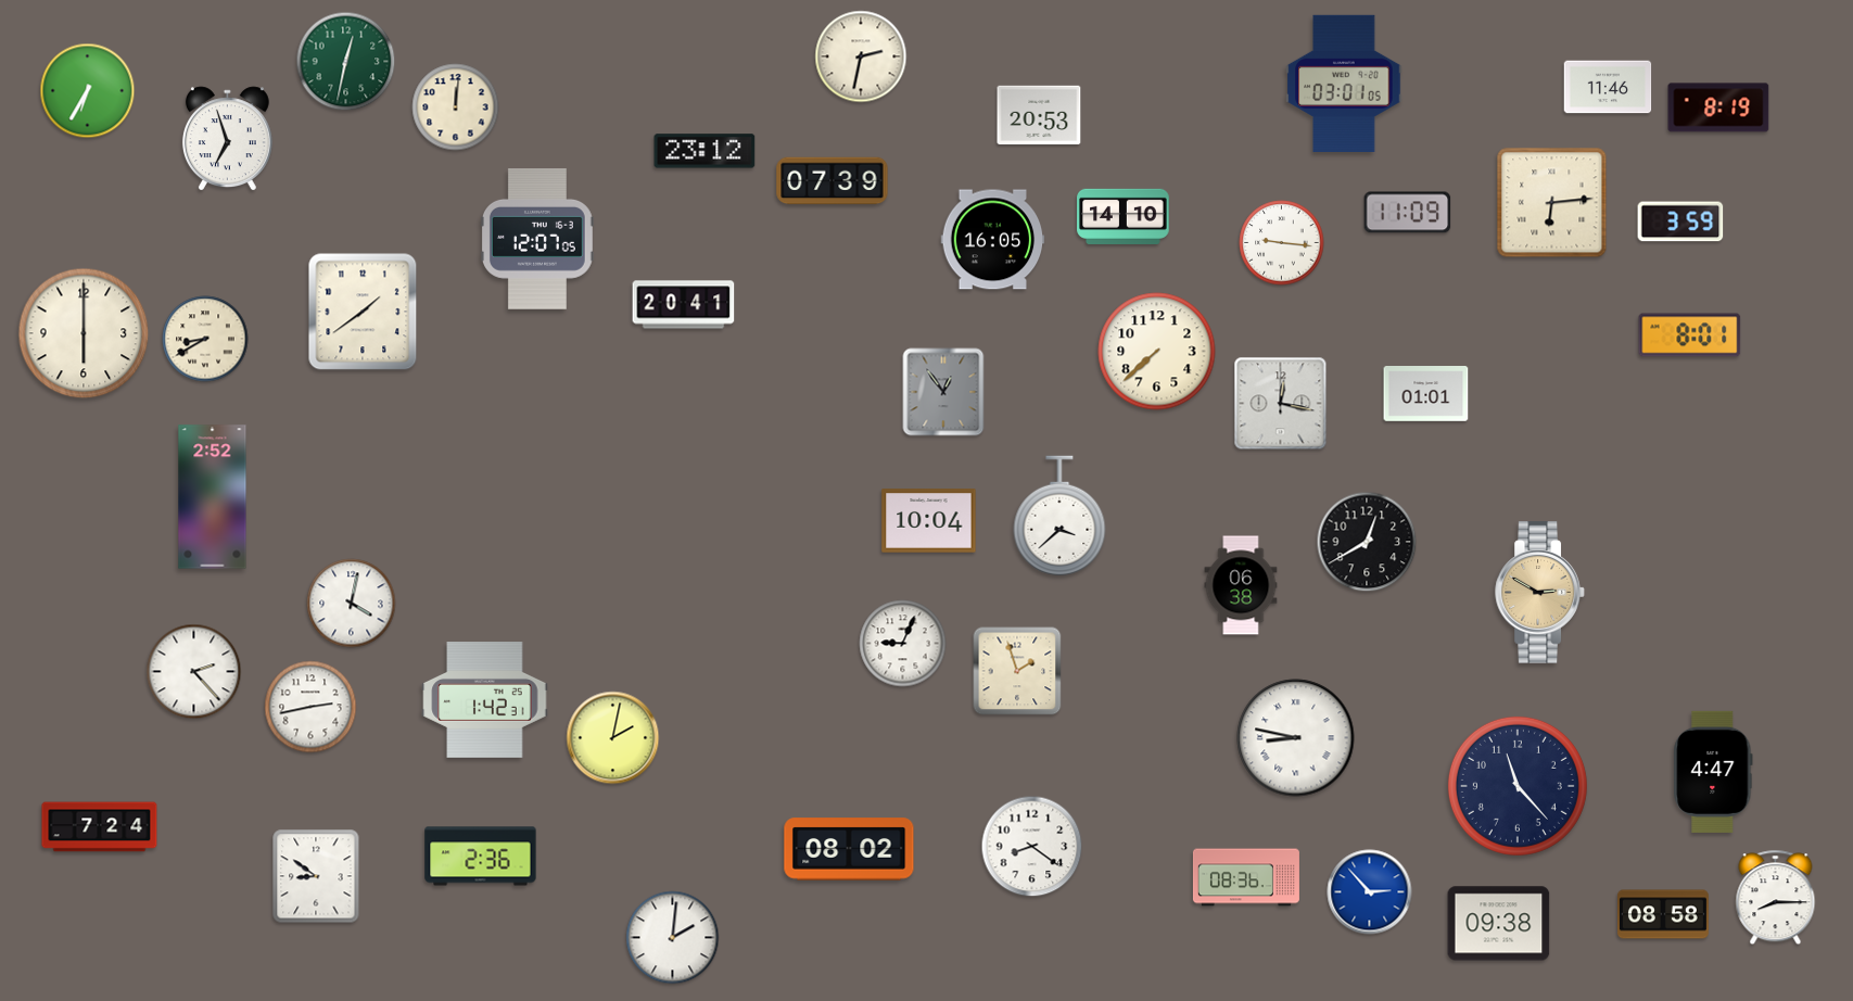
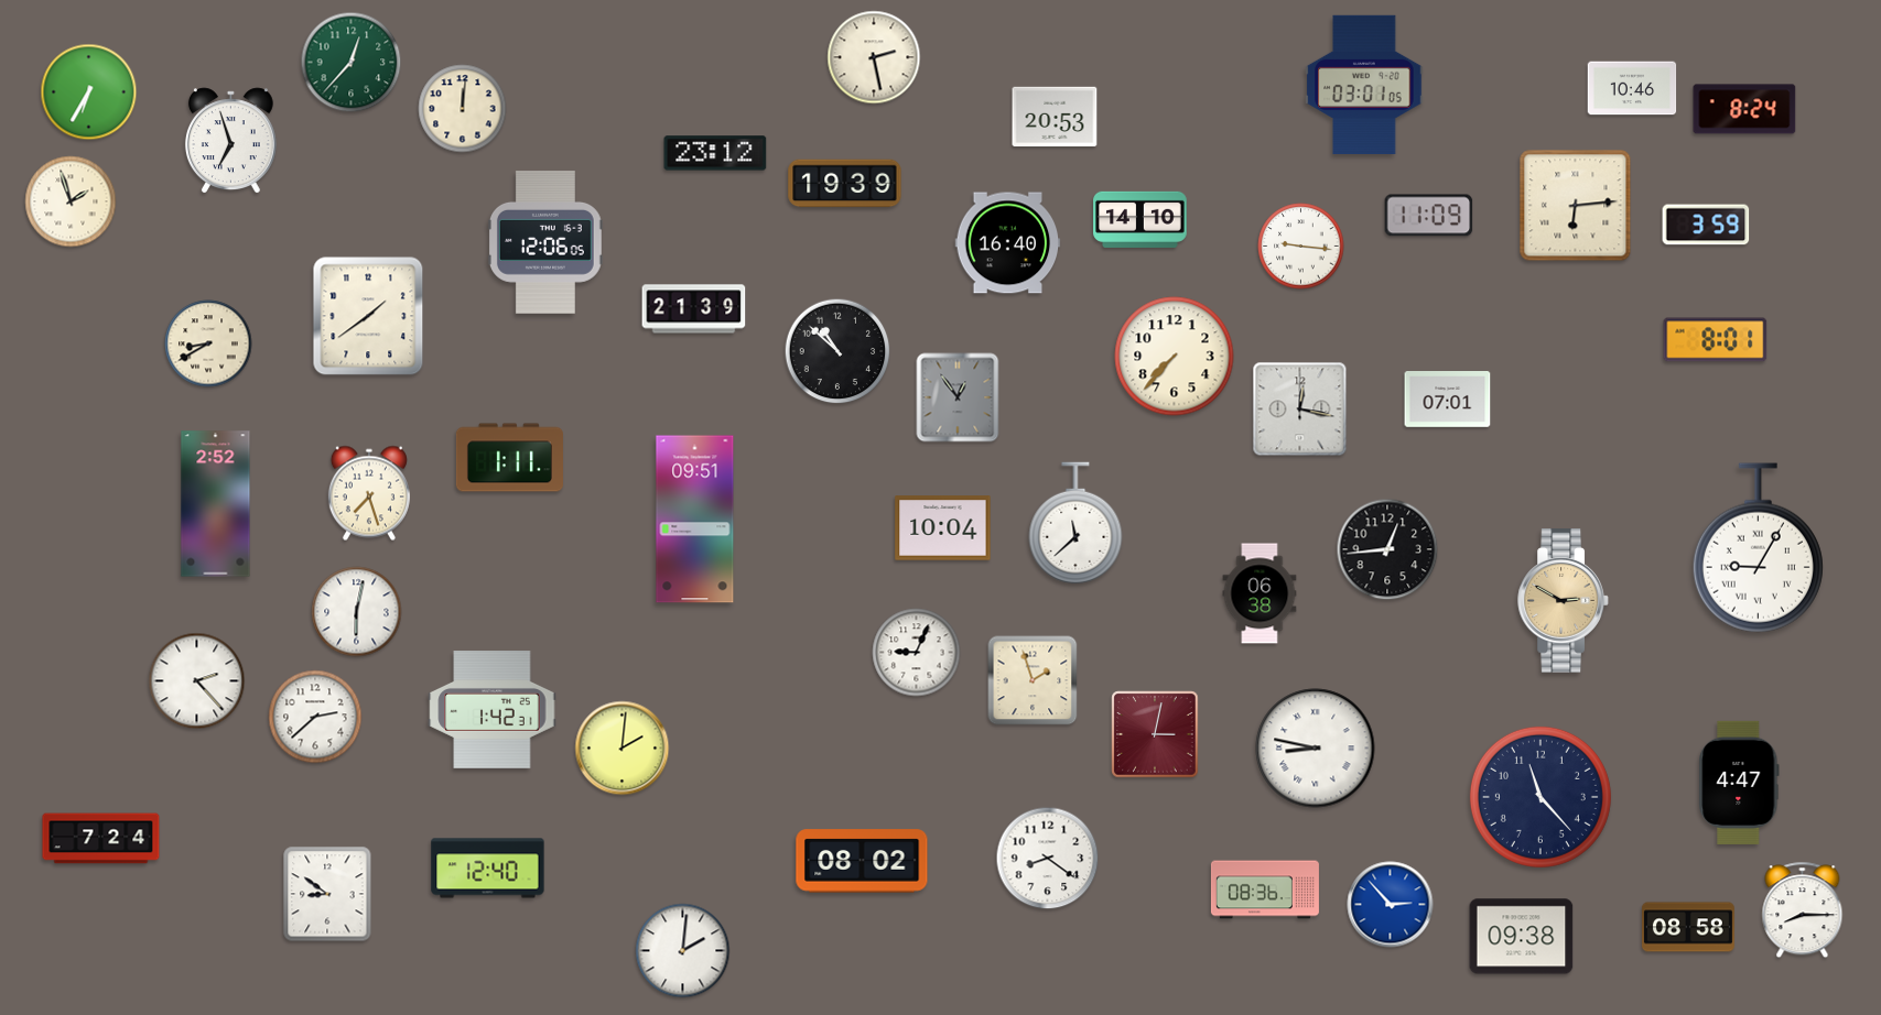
clock at (861, 56): 2:32 -> 2:28
clock at (346, 62): 12:32 -> 12:37
clock at (1608, 87): 11:46 -> 10:46
clock at (1718, 107): 8:19 -> 8:24
clock at (833, 181): 07:39 -> 19:39
clock at (71, 201): none -> 1:57
clock at (537, 240): 12:07 -> 12:06
clock at (993, 240): 16:05 -> 16:40
clock at (684, 305): 20:41 -> 21:39
clock at (84, 333): 6:00 -> none
clock at (837, 351): none -> 10:52
clock at (1157, 352): 7:38 -> 7:37
clock at (1426, 394): 01:01 -> 07:01
clock at (509, 458): none -> 1:11
clock at (369, 493): none -> 7:27
clock at (695, 520): none -> 09:51
clock at (1059, 516): 3:38 -> 11:38
clock at (1758, 548): none -> 9:05
clock at (1367, 542): 12:40 -> 12:44
clock at (352, 604): 4:02 -> 6:02
clock at (310, 707): 2:43 -> 2:38
clock at (1155, 734): none -> 3:02
clock at (613, 738): 2:02 -> 2:01
clock at (481, 857): 2:36 -> 12:40
clock at (316, 876) position: (316, 876) -> (327, 894)
